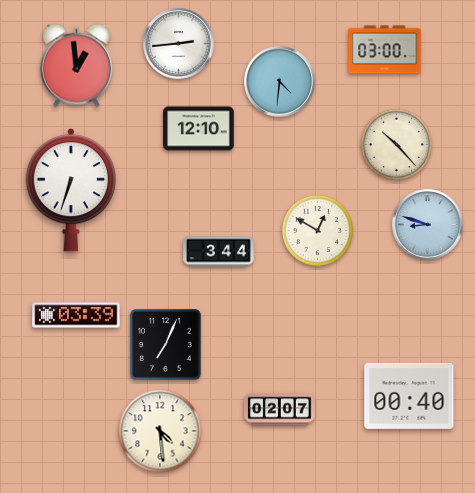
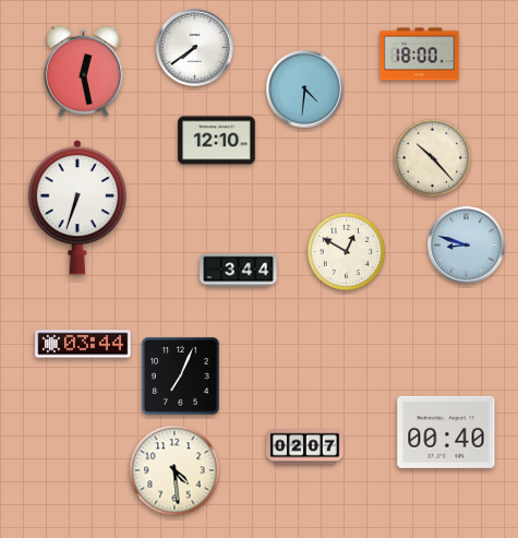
clock at (179, 44): 2:44 -> 7:39
clock at (385, 50): 03:00 -> 18:00
clock at (76, 66): 12:59 -> 12:28
clock at (219, 252) position: (219, 252) -> (239, 271)
clock at (76, 315): 03:39 -> 03:44
